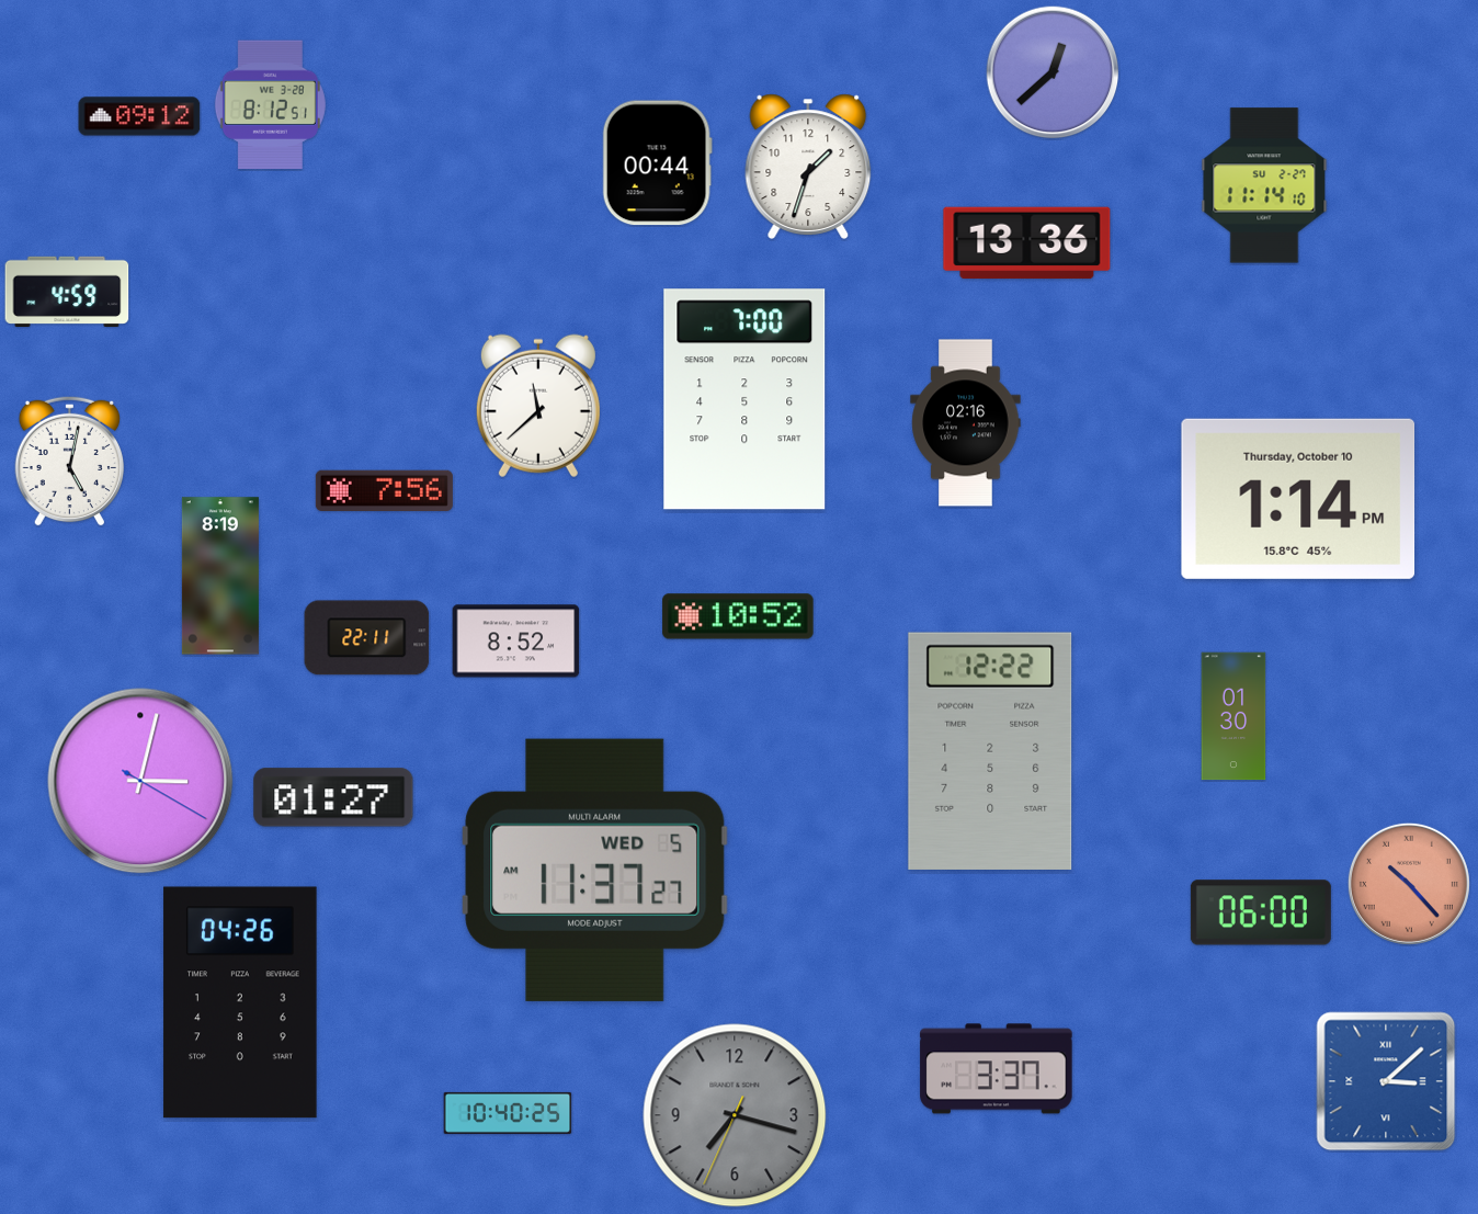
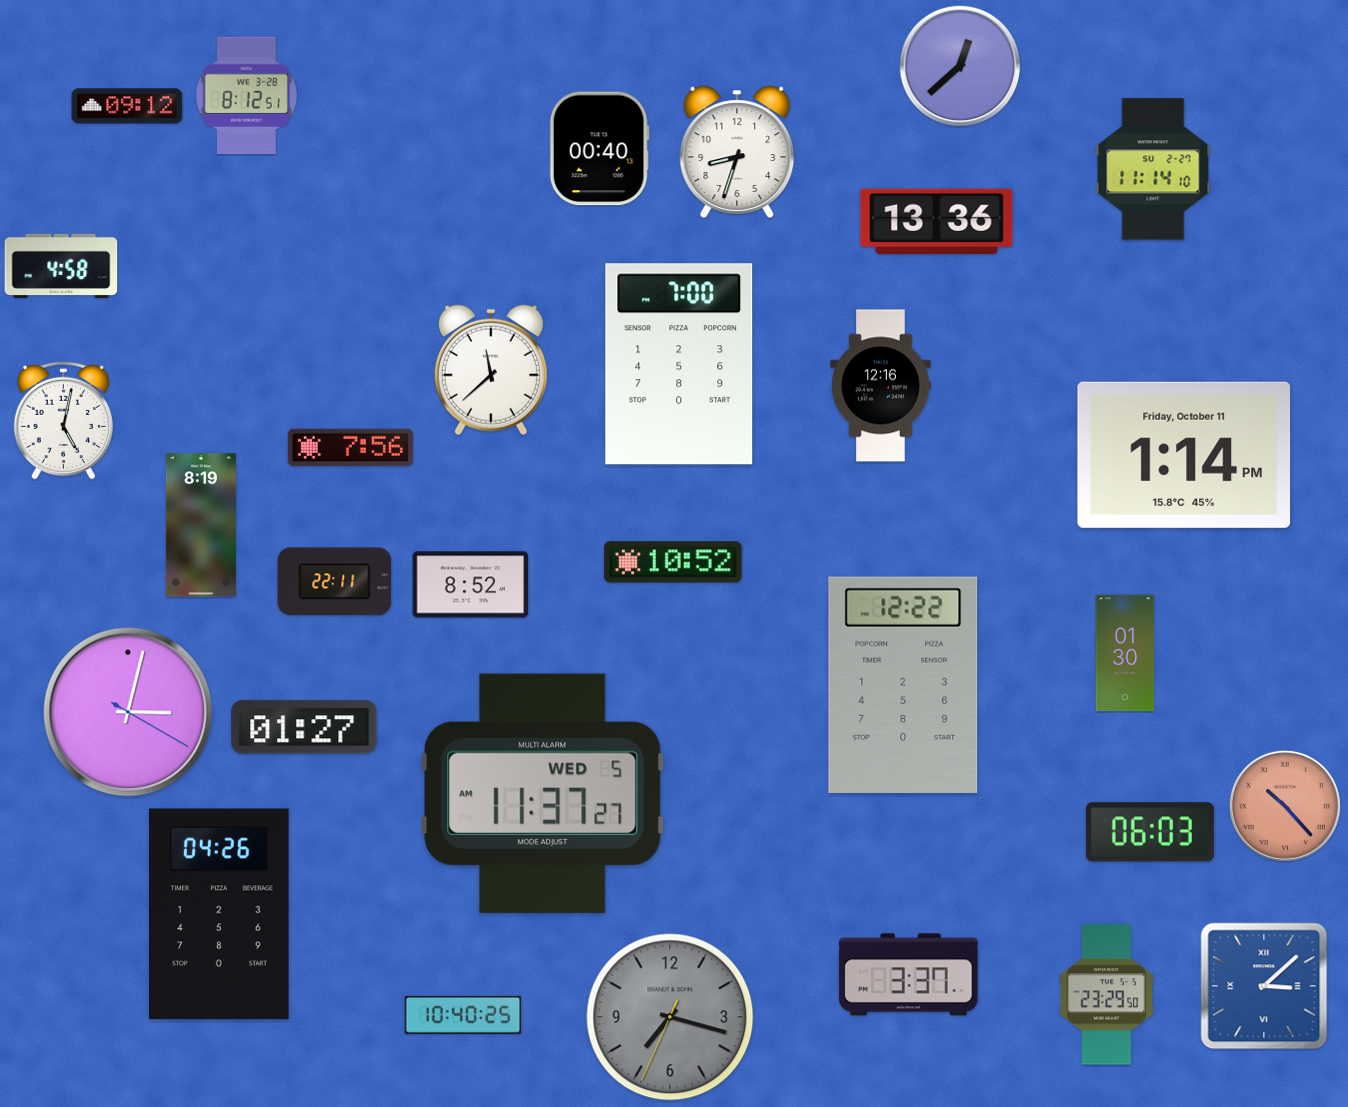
clock at (657, 163): 00:44 -> 00:40
clock at (808, 167): 1:33 -> 8:33
clock at (67, 291): 4:59 -> 4:58
clock at (966, 423): 02:16 -> 12:16
clock at (1298, 499) date: Thursday, October 10 -> Friday, October 11
clock at (1261, 912): 06:00 -> 06:03
clock at (1107, 995): none -> 23:29
